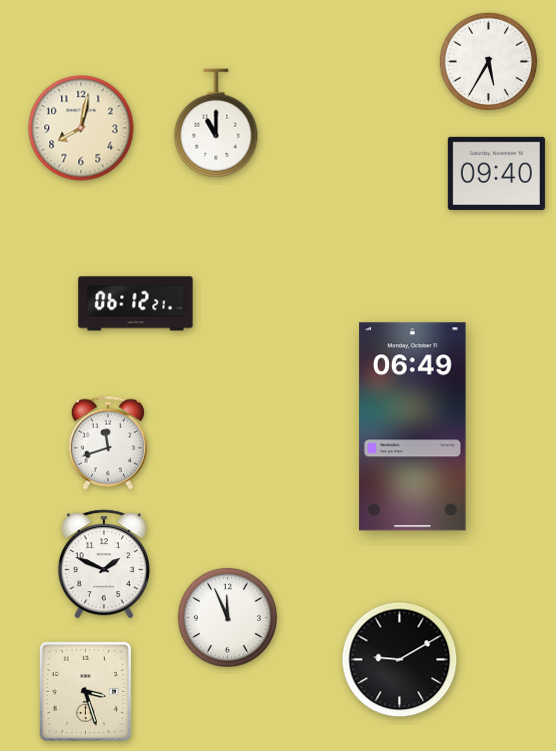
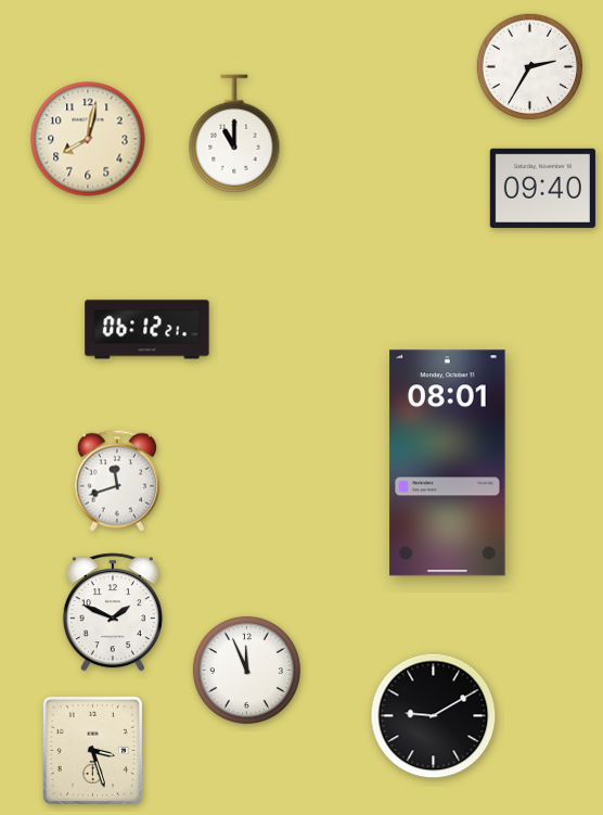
clock at (488, 61): 5:35 -> 2:35
clock at (496, 173) position: (496, 173) -> (542, 188)
clock at (413, 427): 06:49 -> 08:01
